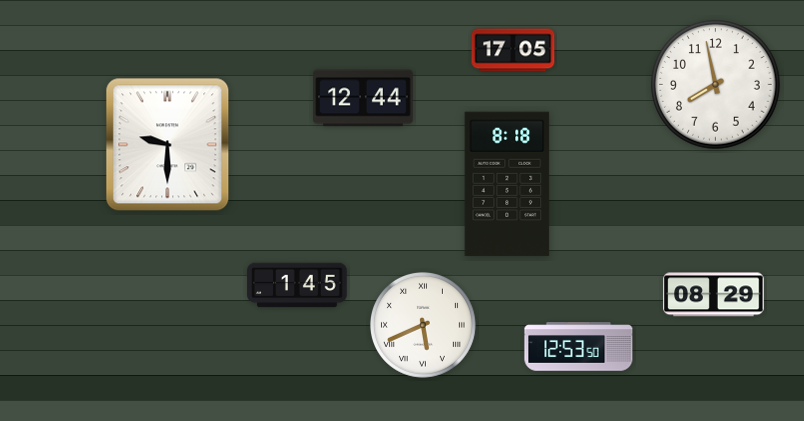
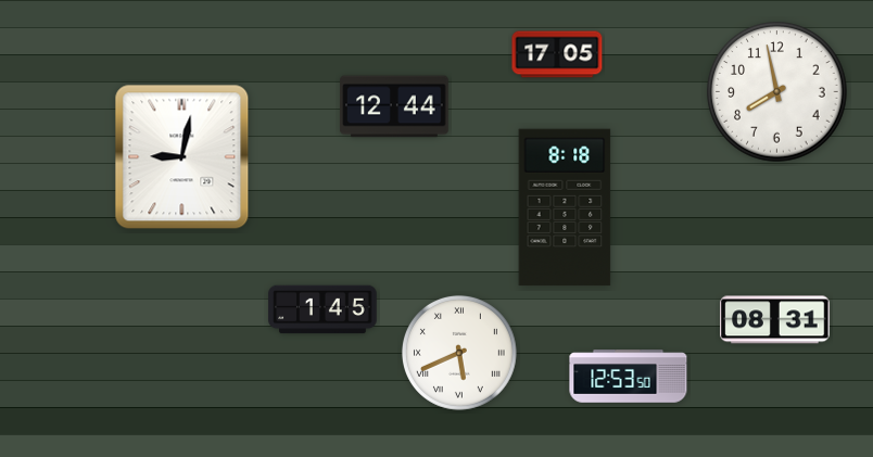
clock at (168, 145): 9:30 -> 9:02
clock at (507, 184) position: (507, 184) -> (565, 207)
clock at (714, 295): 08:29 -> 08:31
